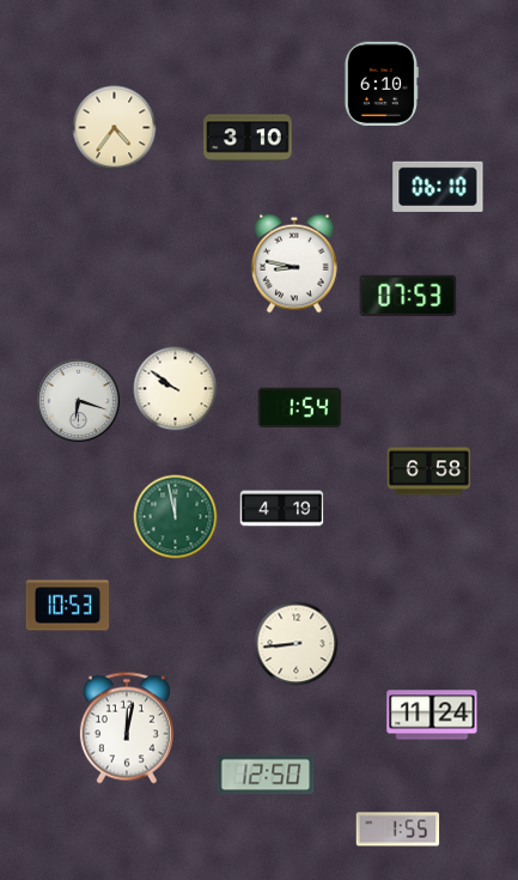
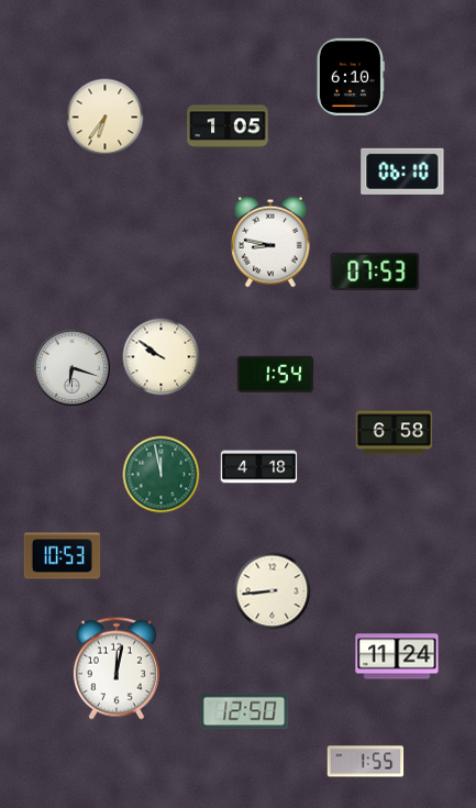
clock at (115, 128): 4:36 -> 6:36
clock at (248, 138): 3:10 -> 1:05
clock at (282, 509): 4:19 -> 4:18
